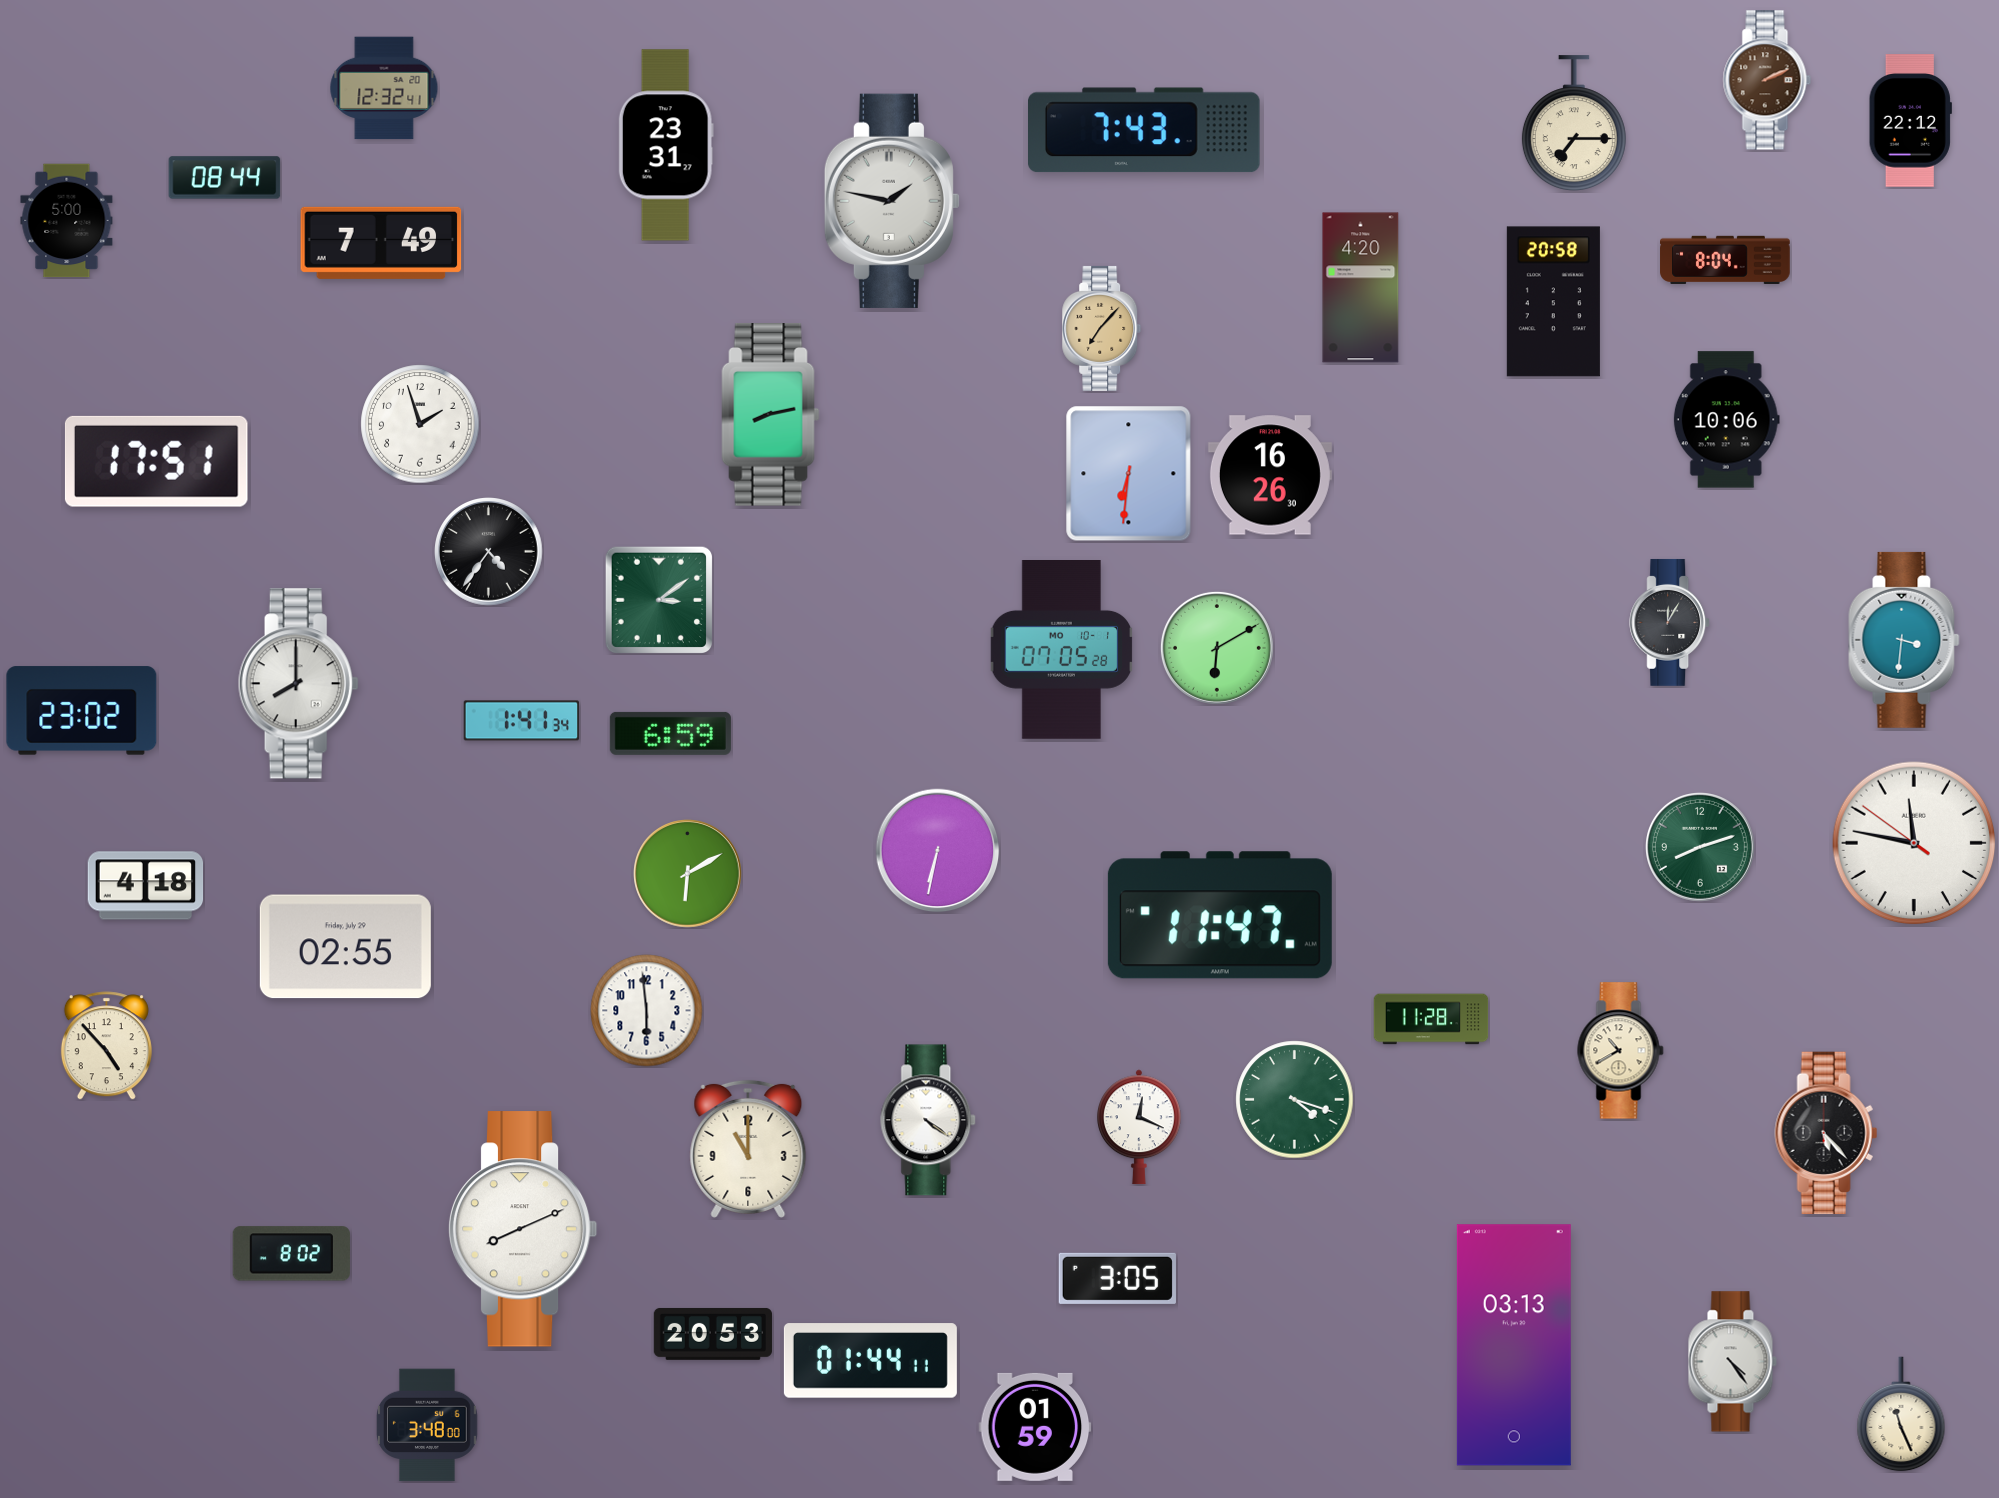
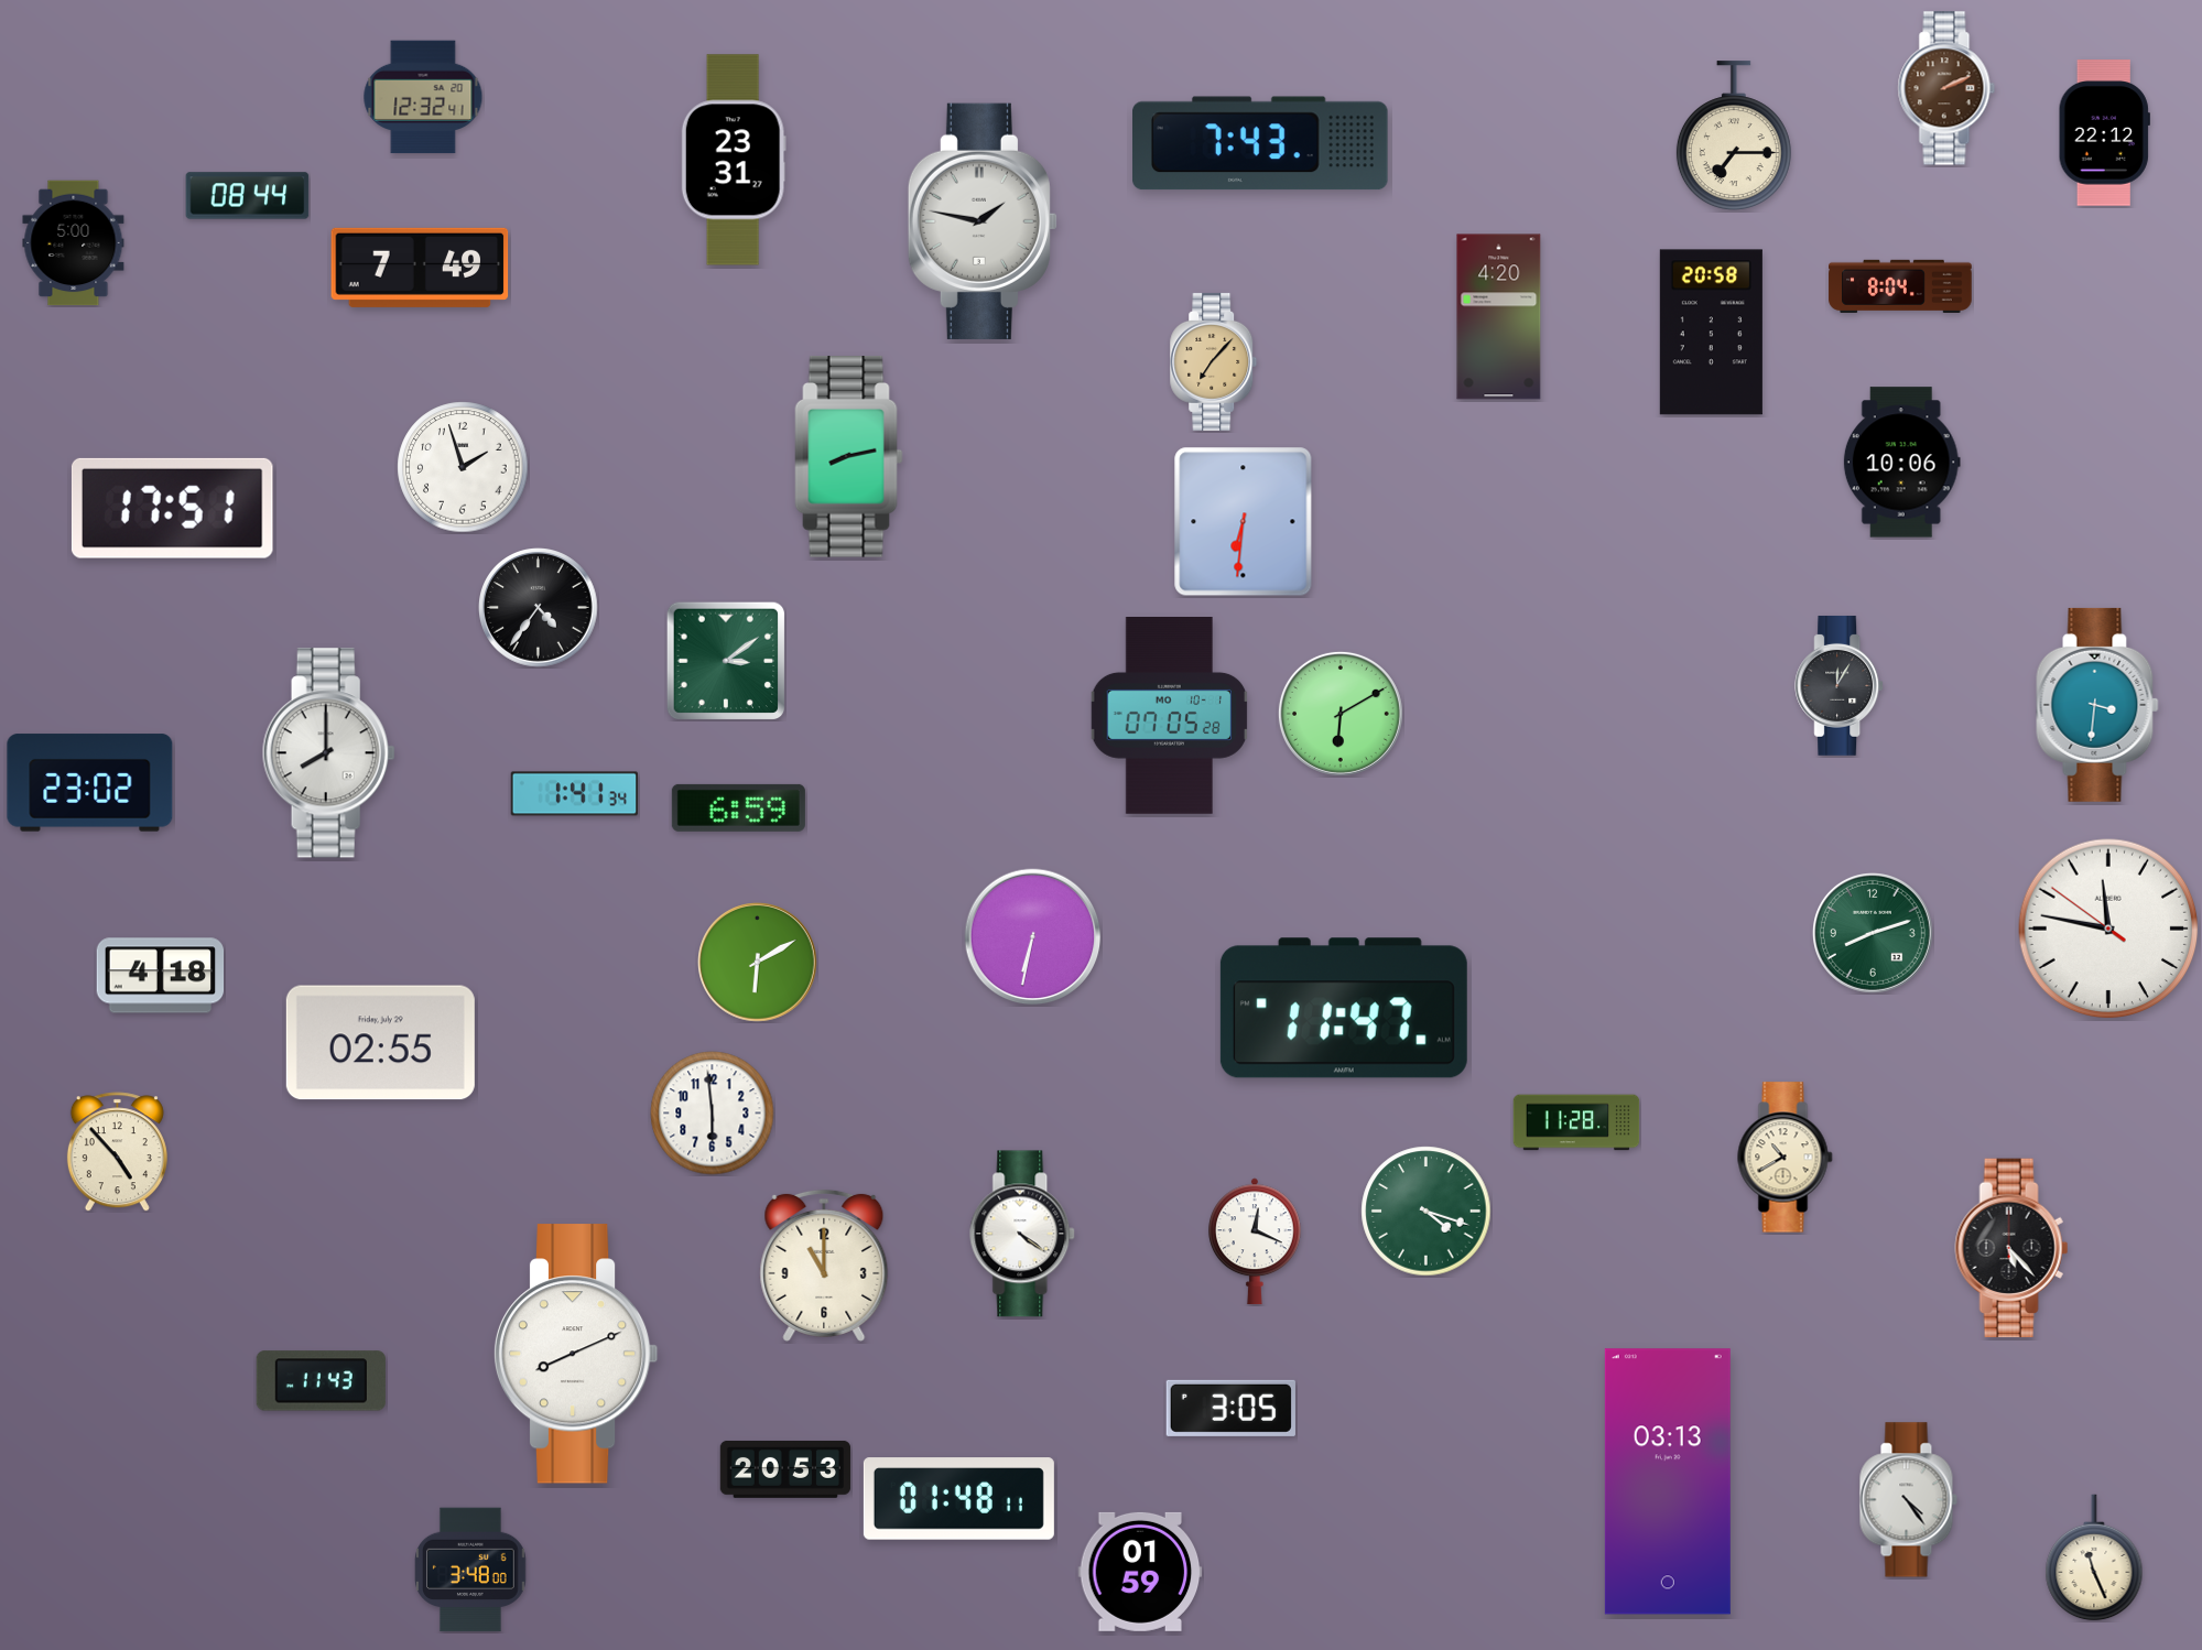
clock at (1270, 475): 16:26 -> none
clock at (291, 1254): 8:02 -> 11:43
clock at (870, 1361): 01:44 -> 01:48
